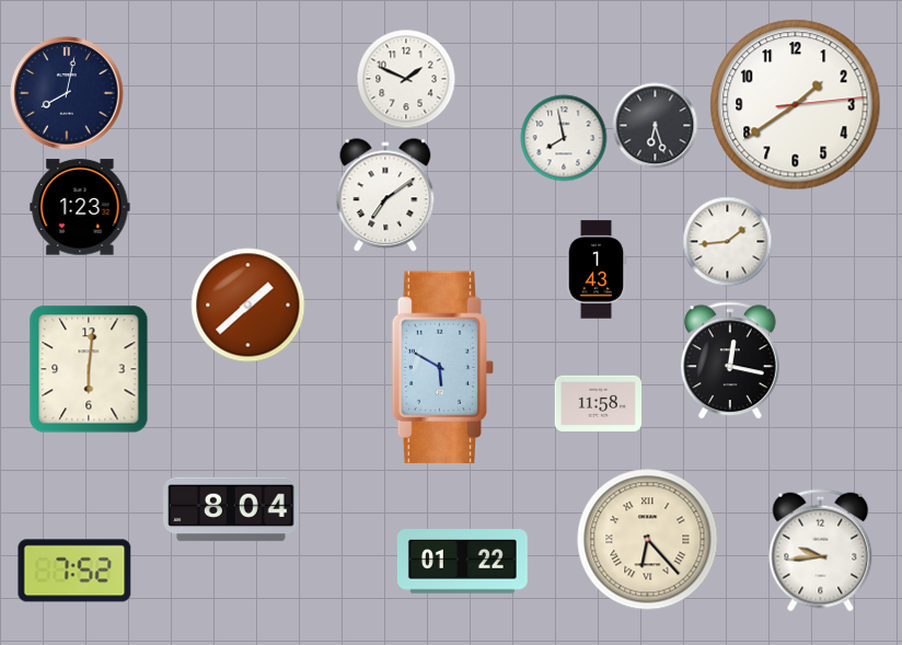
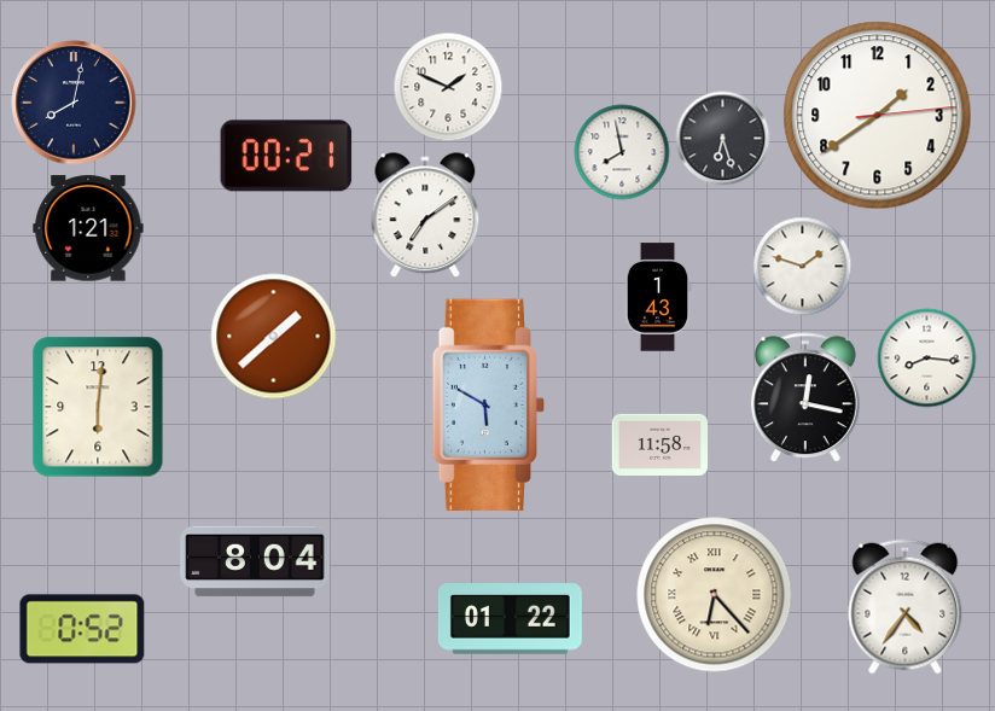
clock at (286, 156): none -> 00:21
clock at (80, 207): 1:23 -> 1:21
clock at (728, 242): 1:44 -> 1:48
clock at (927, 359): none -> 8:16
clock at (821, 551): 9:44 -> 4:36
clock at (74, 571): 7:52 -> 0:52
